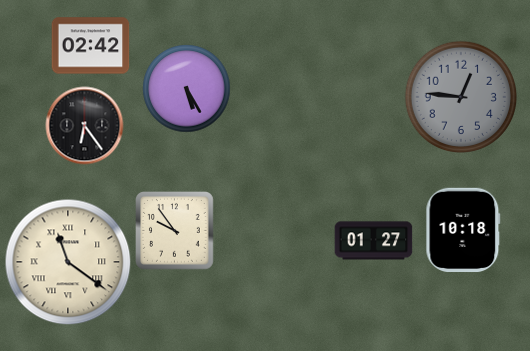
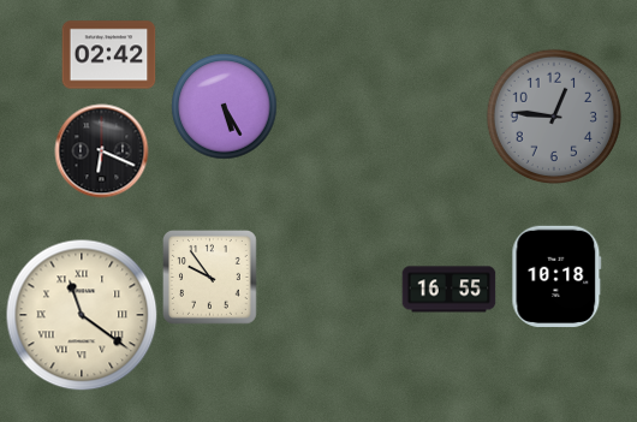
clock at (84, 125): 6:24 -> 6:19
clock at (373, 241): 01:27 -> 16:55
